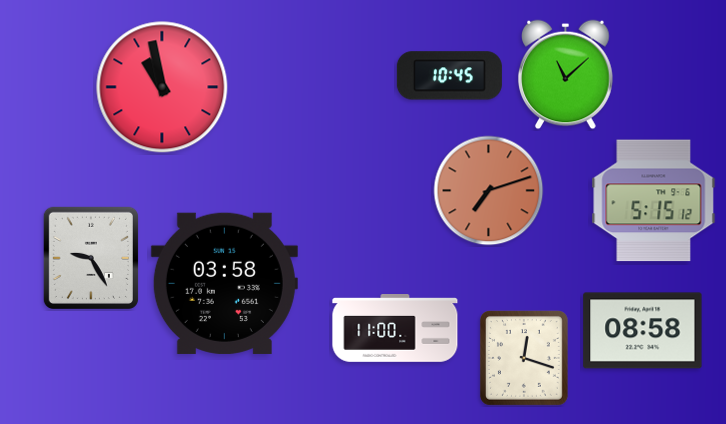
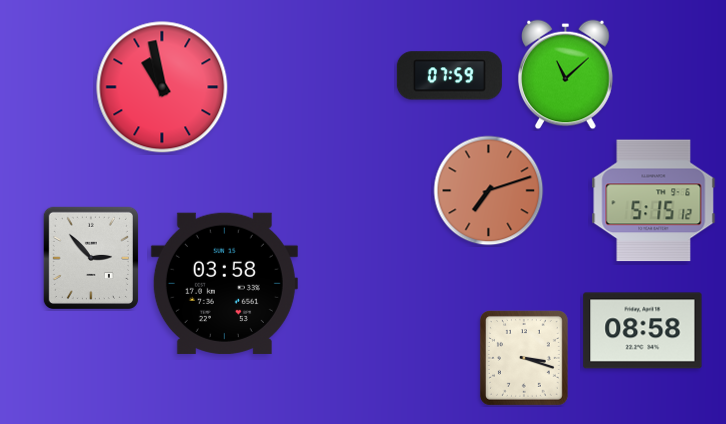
clock at (449, 76): 10:45 -> 07:59
clock at (91, 258): 9:25 -> 2:53
clock at (395, 329): 11:00 -> none
clock at (524, 358): 12:18 -> 3:18
